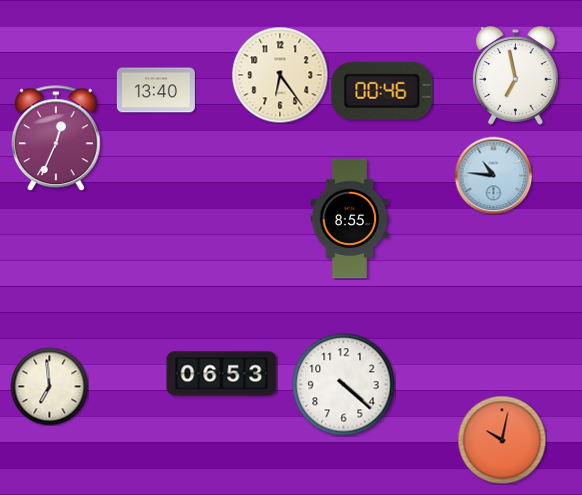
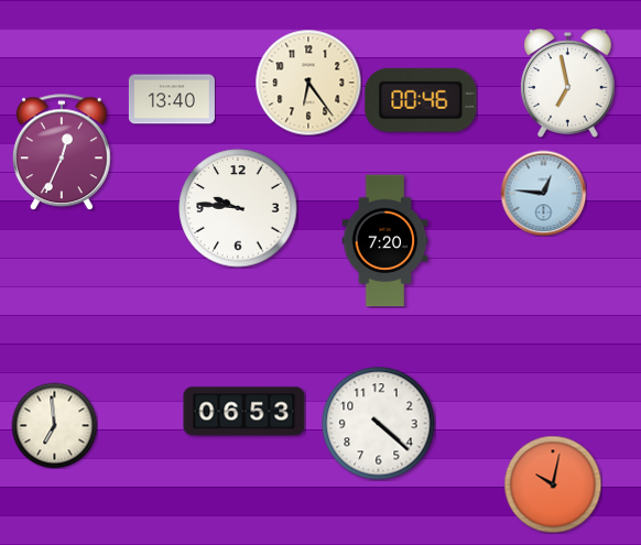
clock at (493, 175): 10:46 -> 12:46
clock at (238, 208): none -> 9:46
clock at (350, 219): 8:55 -> 7:20
